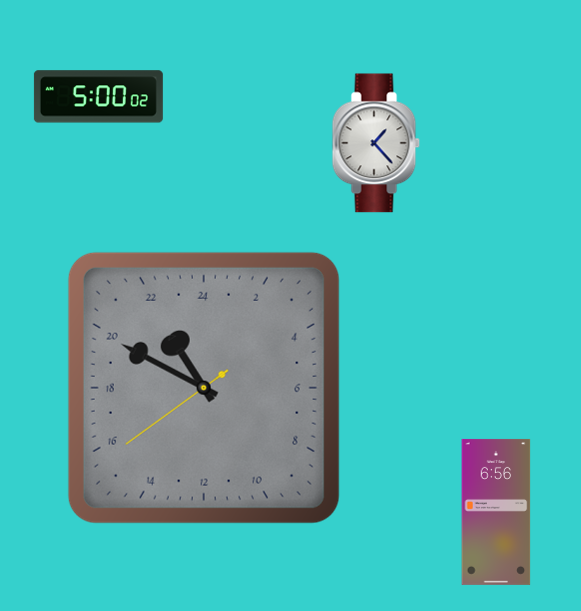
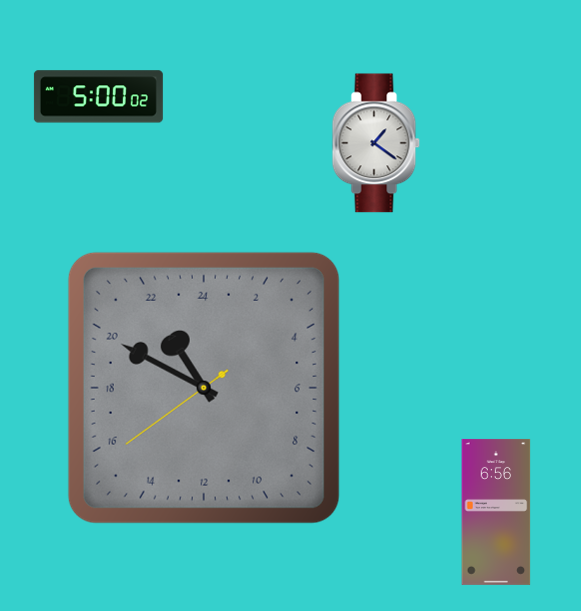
clock at (376, 143): 1:23 -> 1:21
